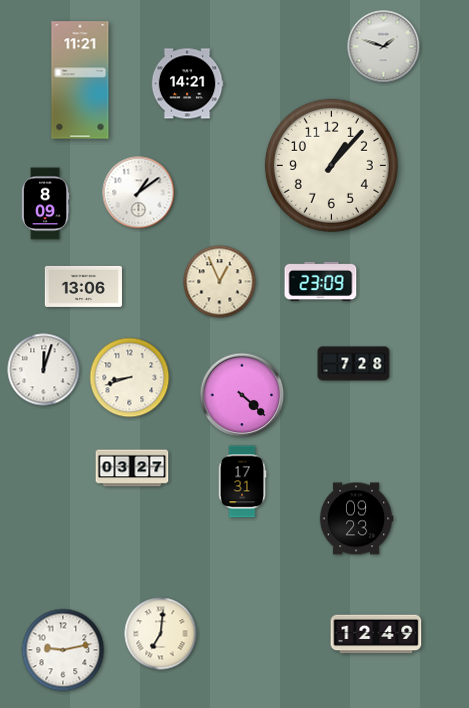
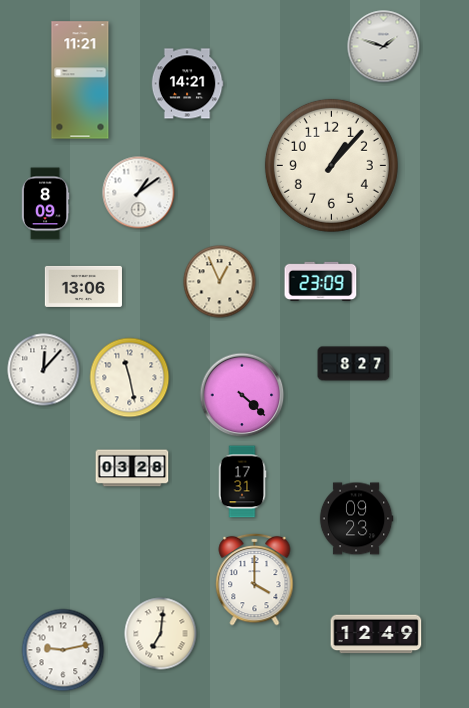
clock at (354, 364): 7:28 -> 8:27
clock at (44, 370): 12:03 -> 12:07
clock at (130, 378): 8:42 -> 11:28
clock at (132, 468): 03:27 -> 03:28
clock at (255, 579): none -> 4:00
